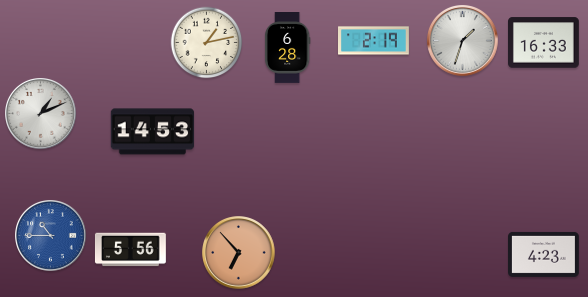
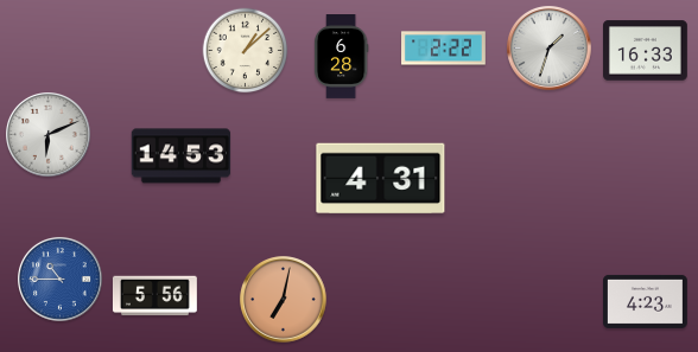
clock at (374, 41): 2:19 -> 2:22
clock at (207, 43): 1:13 -> 1:08
clock at (41, 114): 1:11 -> 6:11
clock at (381, 179): none -> 4:31
clock at (239, 253): 6:53 -> 7:02
